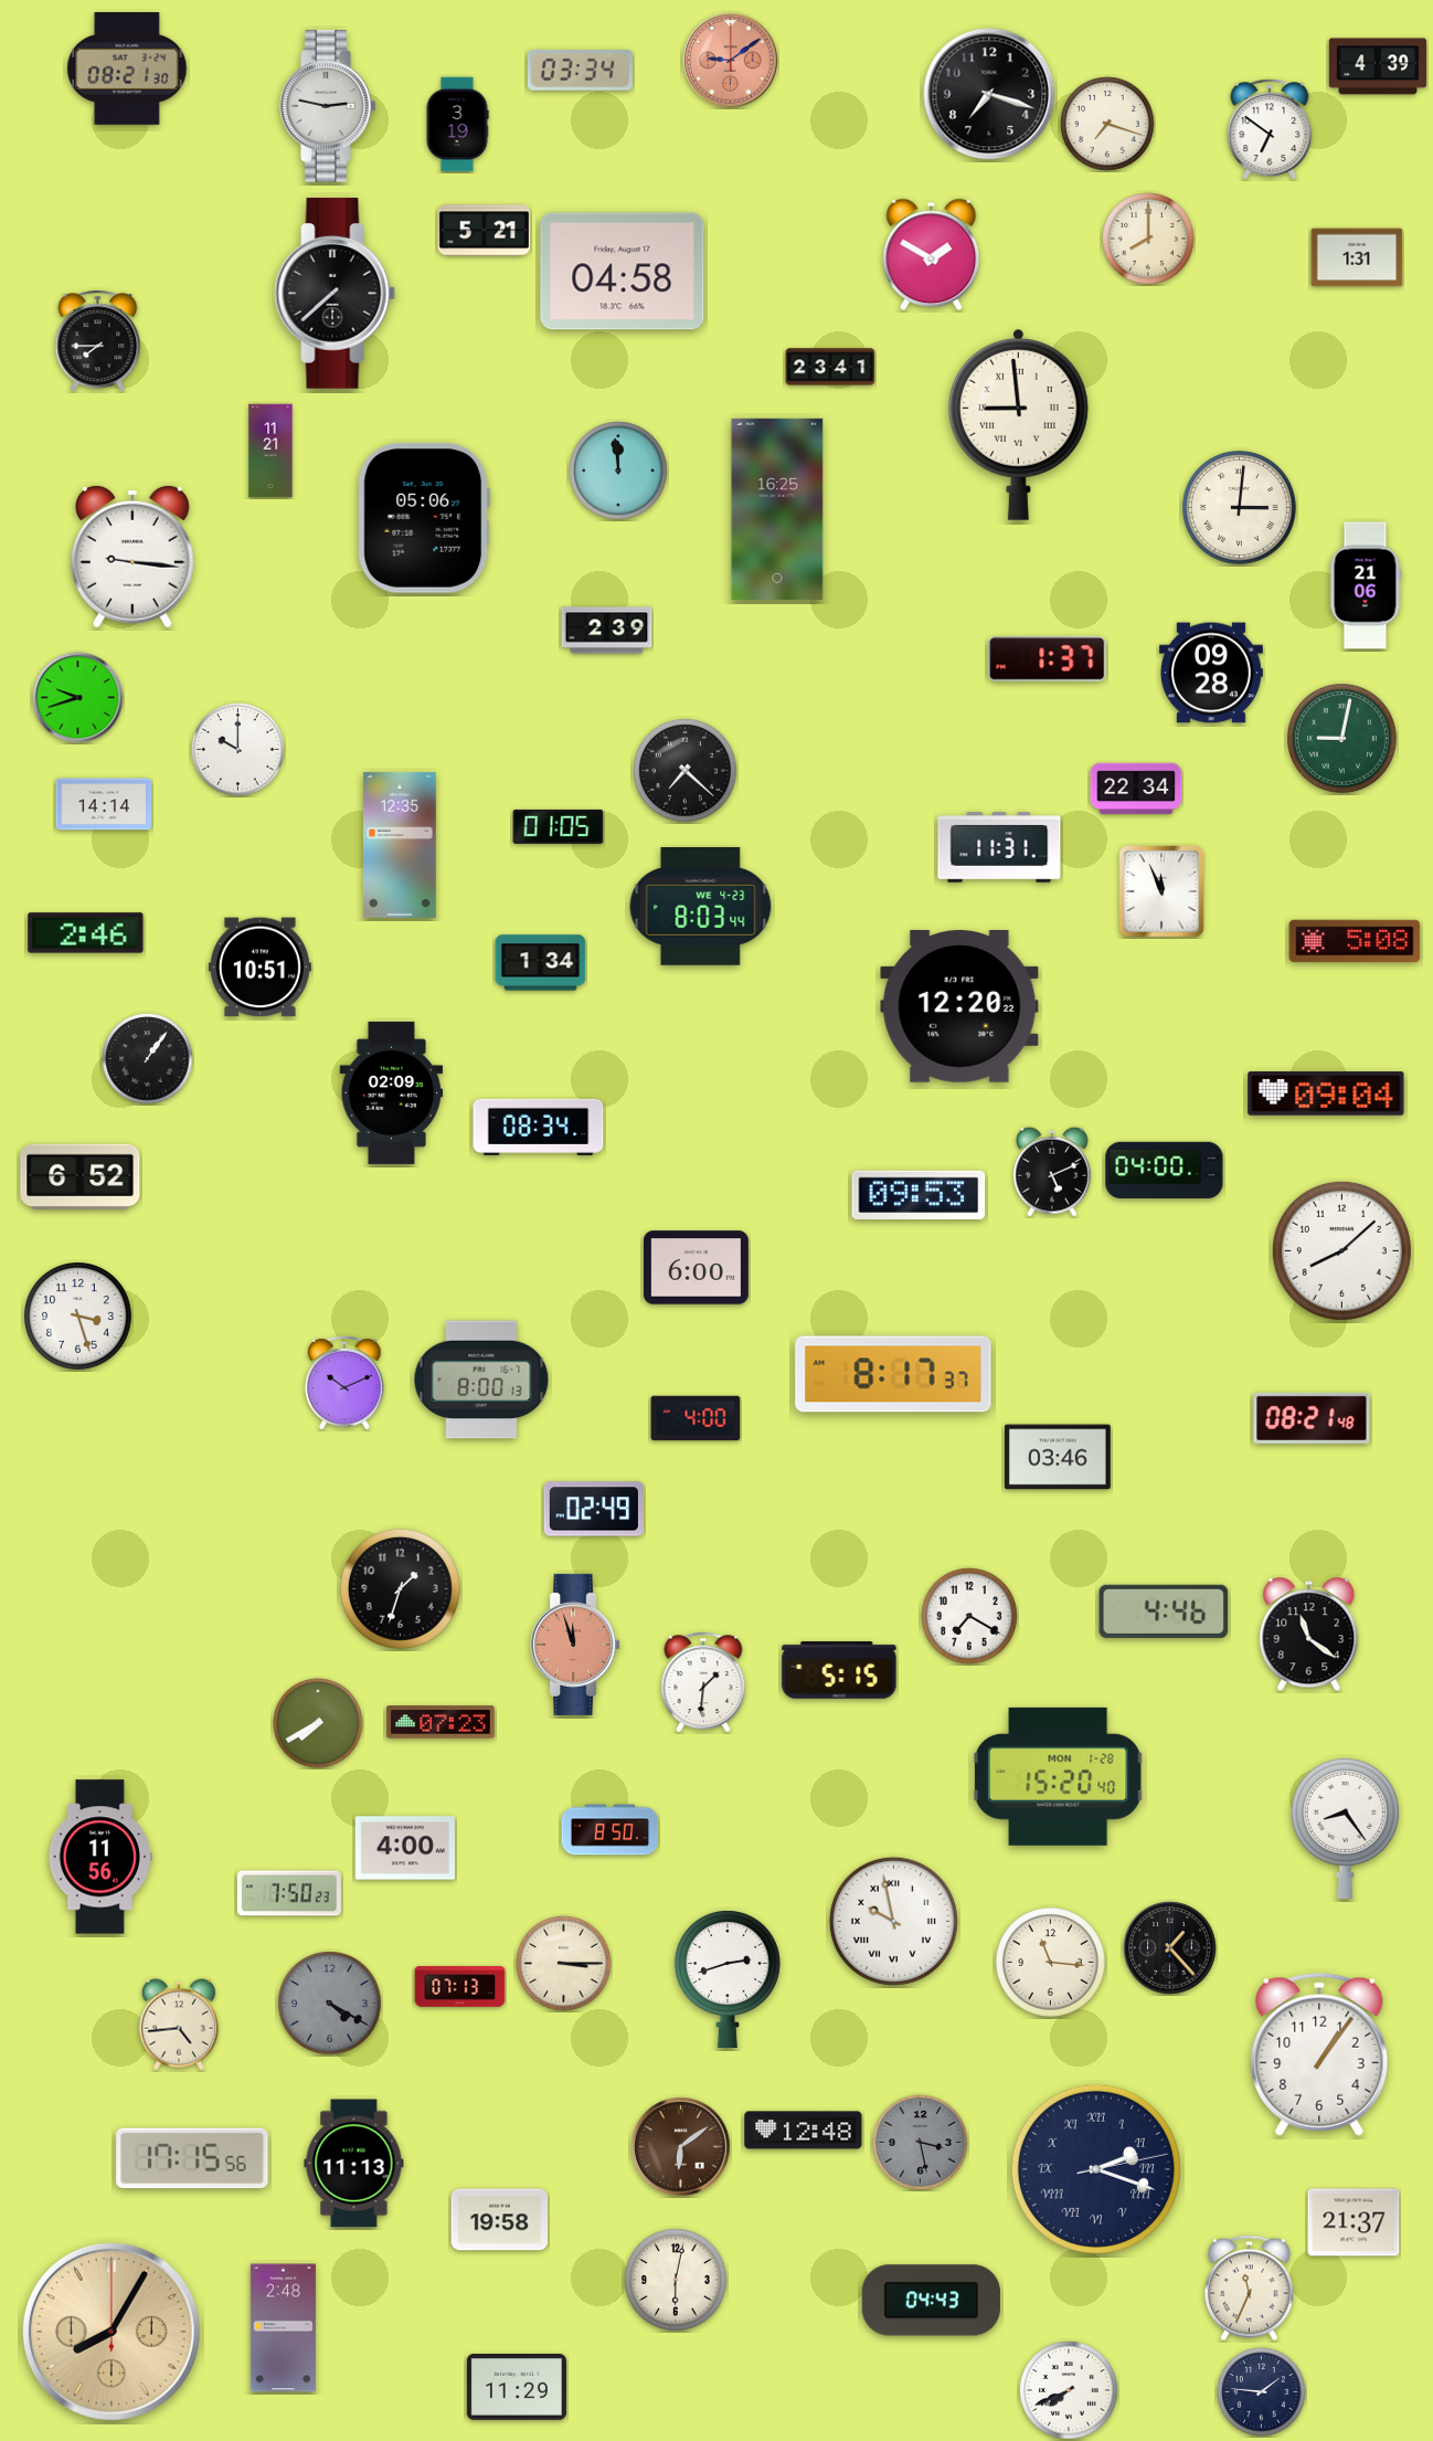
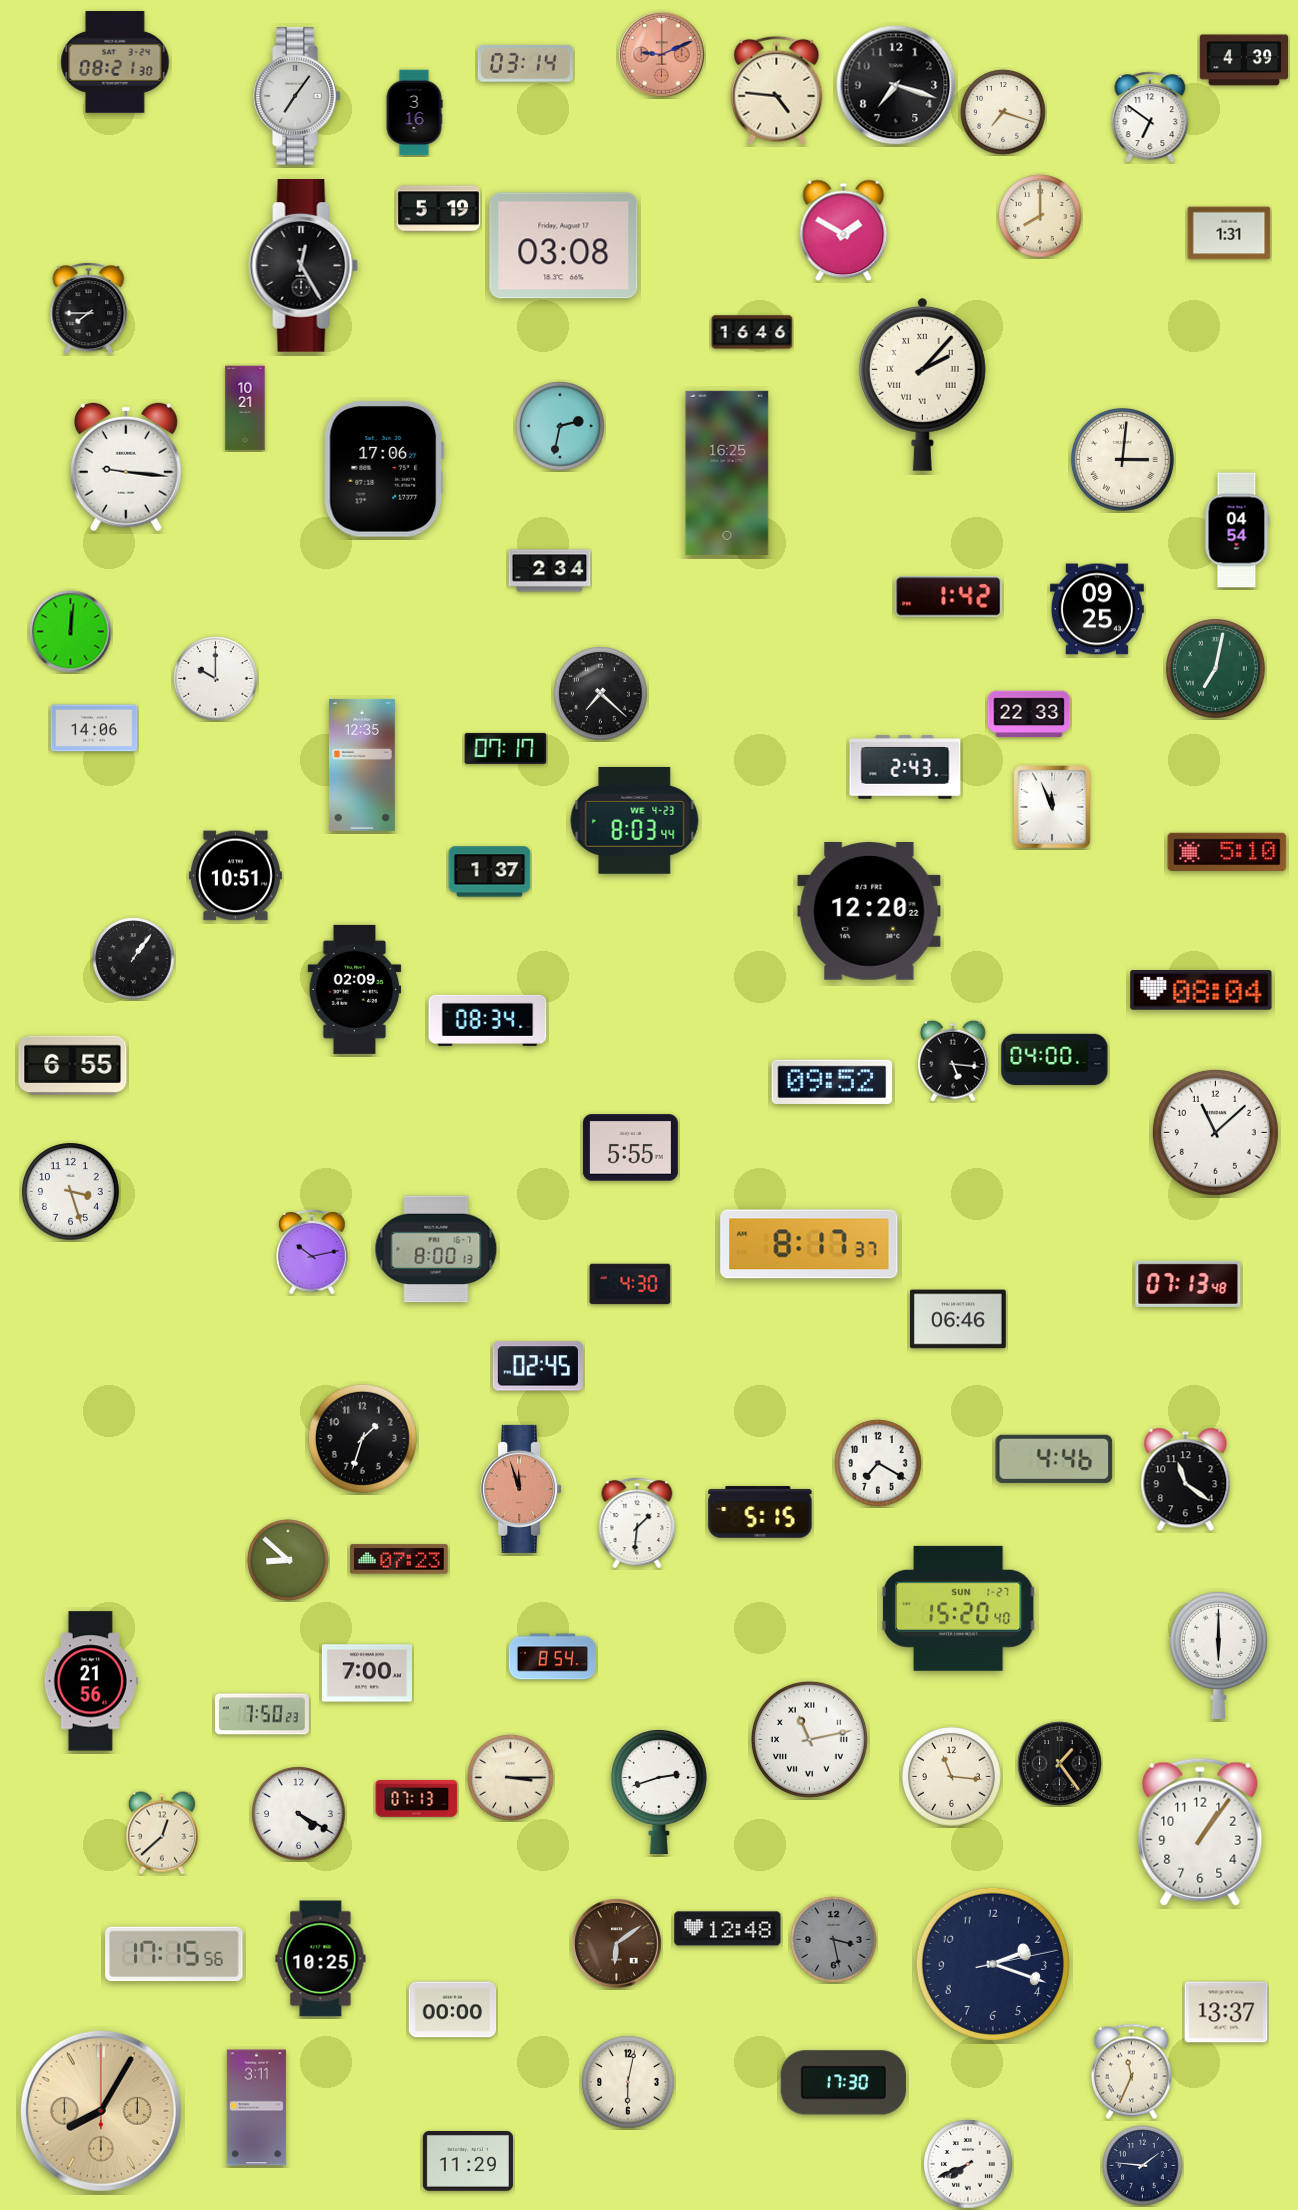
clock at (731, 61): 9:09 -> 9:11
clock at (1377, 66) position: (1377, 66) -> (1243, 60)
clock at (580, 70): 03:34 -> 03:14
clock at (777, 90): none -> 4:46
clock at (328, 106): 2:47 -> 7:06
clock at (457, 125): 3:19 -> 3:16
clock at (485, 231): 5:21 -> 5:19
clock at (623, 272): 04:58 -> 03:08
clock at (336, 294): 7:38 -> 12:25
clock at (830, 367): 23:41 -> 16:46
clock at (1018, 424): 8:59 -> 2:07
clock at (270, 451): 11:21 -> 10:21
clock at (618, 471): 11:59 -> 2:32
clock at (777, 509) position: (777, 509) -> (727, 473)
clock at (424, 518): 05:06 -> 17:06
clock at (132, 557) position: (132, 557) -> (126, 467)
clock at (1366, 585): 21:06 -> 04:54
clock at (607, 631): 2:39 -> 2:34
clock at (1048, 659): 1:37 -> 1:42
clock at (1211, 673): 09:28 -> 09:25
clock at (78, 698): 9:42 -> 12:01
clock at (1342, 739): 9:02 -> 7:02
clock at (686, 771) position: (686, 771) -> (601, 694)
clock at (1136, 789): 22:34 -> 22:33
clock at (104, 804): 14:14 -> 14:06
clock at (559, 826): 01:05 -> 07:17
clock at (999, 847): 11:31 -> 2:43
clock at (86, 933): 2:46 -> none
clock at (1355, 941): 5:08 -> 5:10
clock at (541, 963): 1:34 -> 1:37
clock at (1326, 1093): 09:04 -> 08:04
clock at (1052, 1172): 5:11 -> 5:16
clock at (81, 1176): 6:52 -> 6:55
clock at (919, 1194): 09:53 -> 09:52
clock at (1341, 1250): 8:08 -> 11:08
clock at (696, 1268): 6:00 -> 5:55
clock at (344, 1383): 10:11 -> 10:13
clock at (696, 1418): 4:00 -> 4:30
clock at (1312, 1418): 08:21 -> 07:13
clock at (1058, 1457): 03:46 -> 06:46
clock at (594, 1509): 02:49 -> 02:45
clock at (318, 1723): 7:40 -> 8:52
clock at (1058, 1776) date: MON 1-28 -> SUN 1-27
clock at (1345, 1828): 8:24 -> 6:00
clock at (611, 1830): 8:50 -> 8:54
clock at (405, 1848): 4:00 -> 7:00
clock at (100, 1857): 11:56 -> 21:56
clock at (893, 1921): 9:58 -> 11:13
clock at (1170, 1948): 1:23 -> 1:24
clock at (330, 2004) dial: grey -> white
clock at (179, 2025): 4:44 -> 12:38
clock at (1319, 2054) position: (1319, 2054) -> (1200, 1832)
clock at (354, 2164): 11:13 -> 10:25
clock at (1096, 2169) numerals: Roman -> Arabic
clock at (500, 2220): 19:58 -> 00:00
clock at (1354, 2222): 21:37 -> 13:37
clock at (676, 2280) position: (676, 2280) -> (628, 2082)
clock at (931, 2301): 04:43 -> 17:30
clock at (283, 2328): 2:48 -> 3:11
